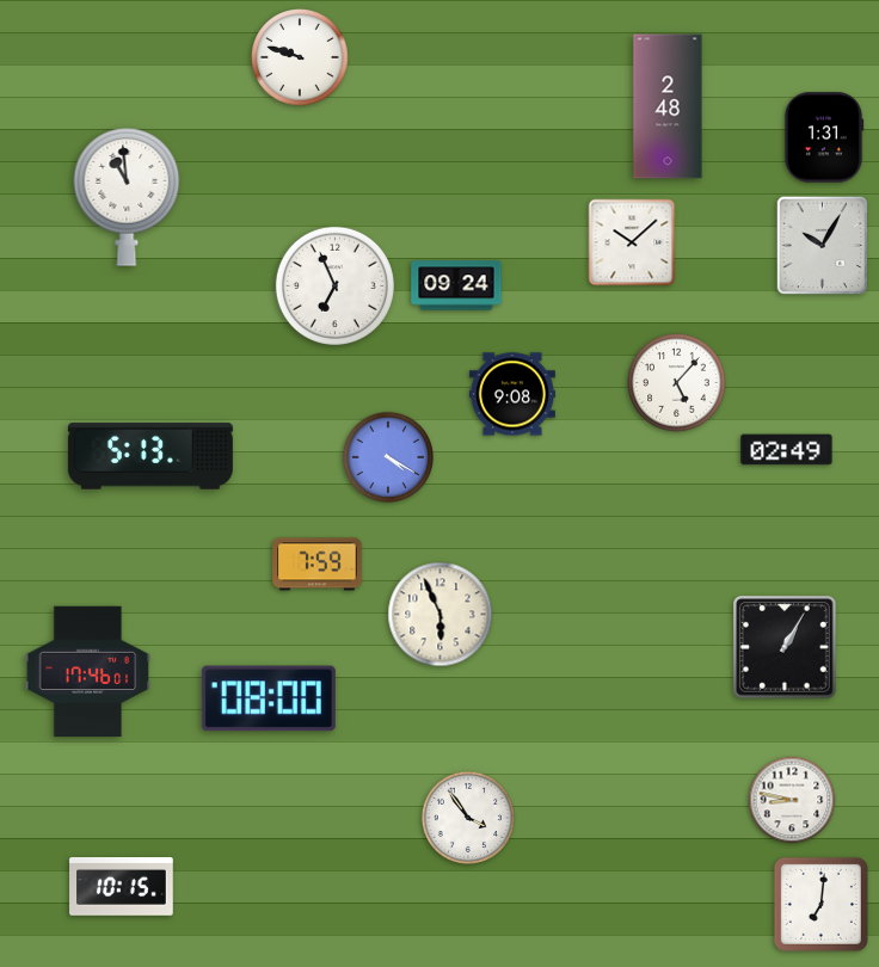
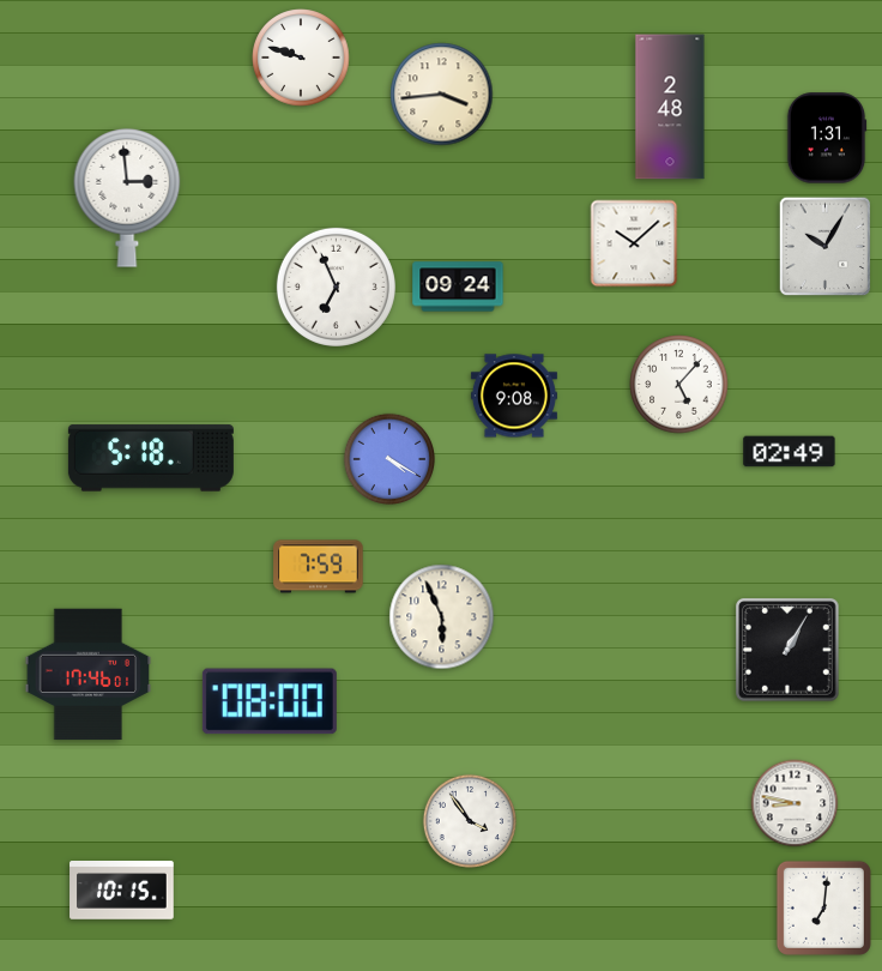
clock at (442, 95): none -> 3:44
clock at (127, 197): 10:59 -> 2:59
clock at (150, 456): 5:13 -> 5:18
